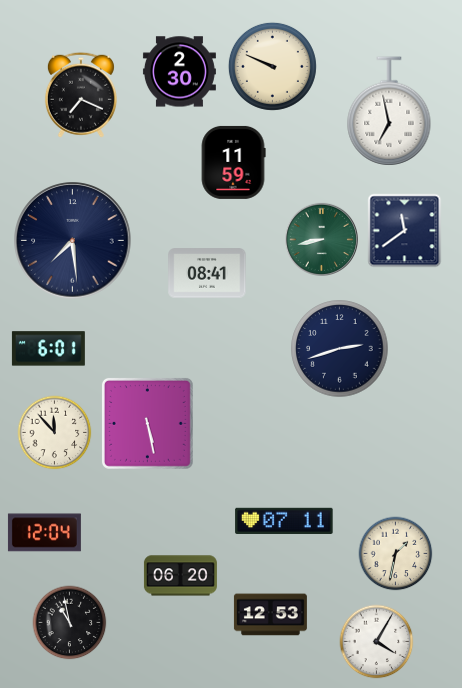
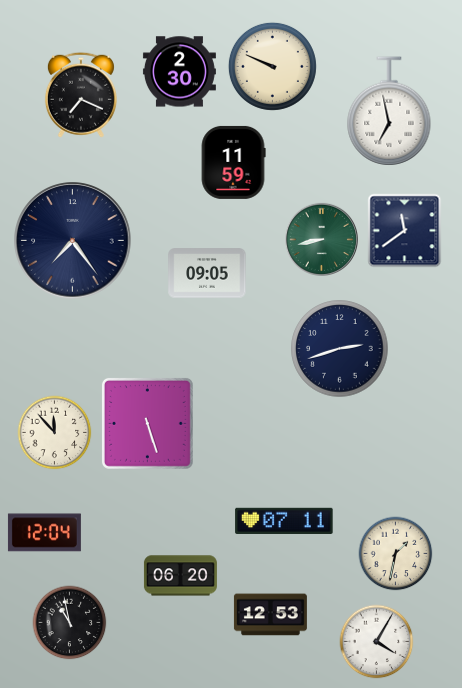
clock at (73, 241): 7:29 -> 7:24
clock at (207, 273): 08:41 -> 09:05
clock at (48, 349): 6:01 -> none
clock at (147, 423): 5:28 -> 5:27
